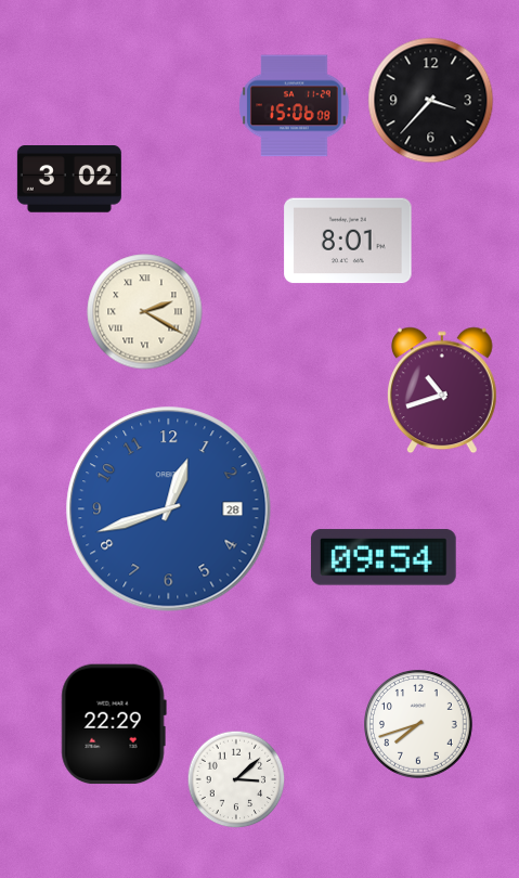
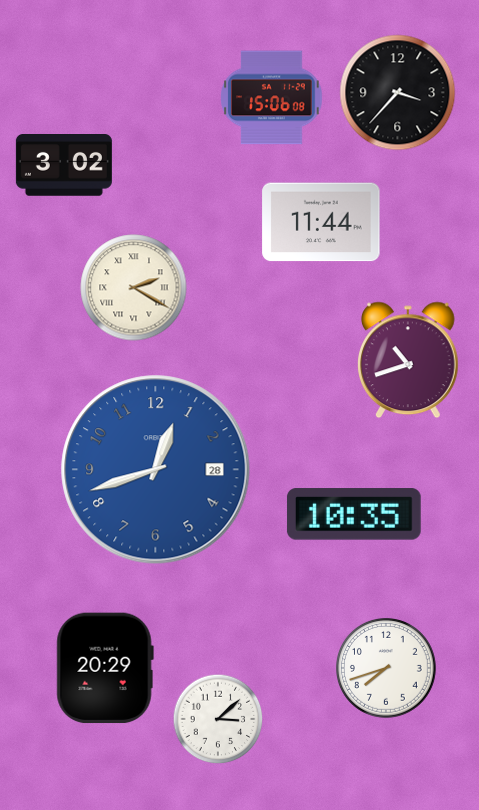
clock at (348, 241): 8:01 -> 11:44
clock at (384, 557): 09:54 -> 10:35
clock at (114, 724): 22:29 -> 20:29
